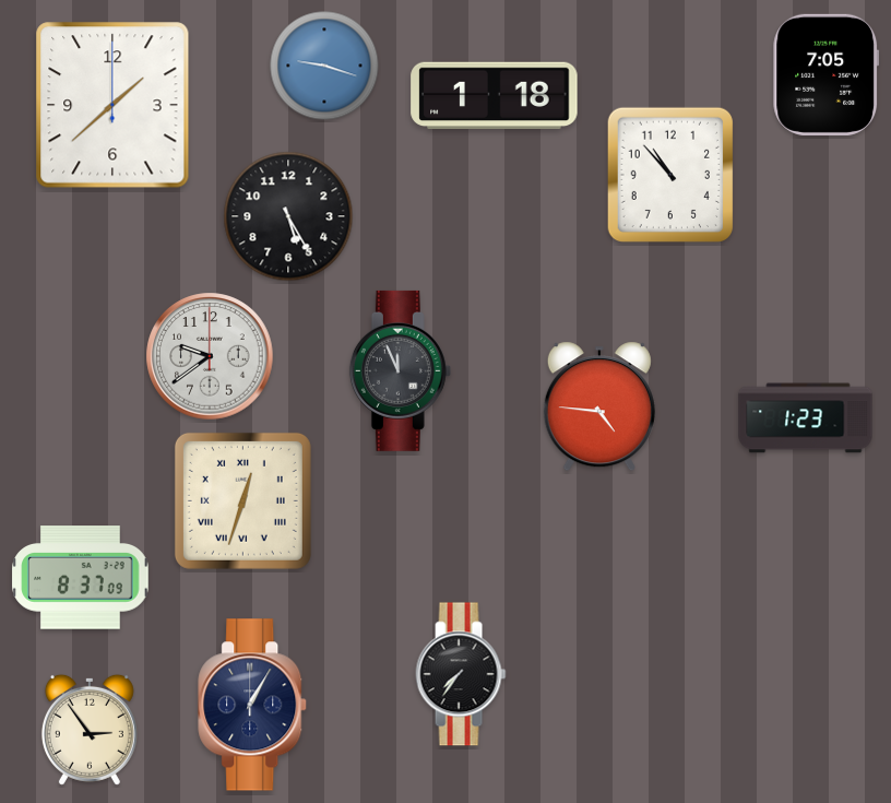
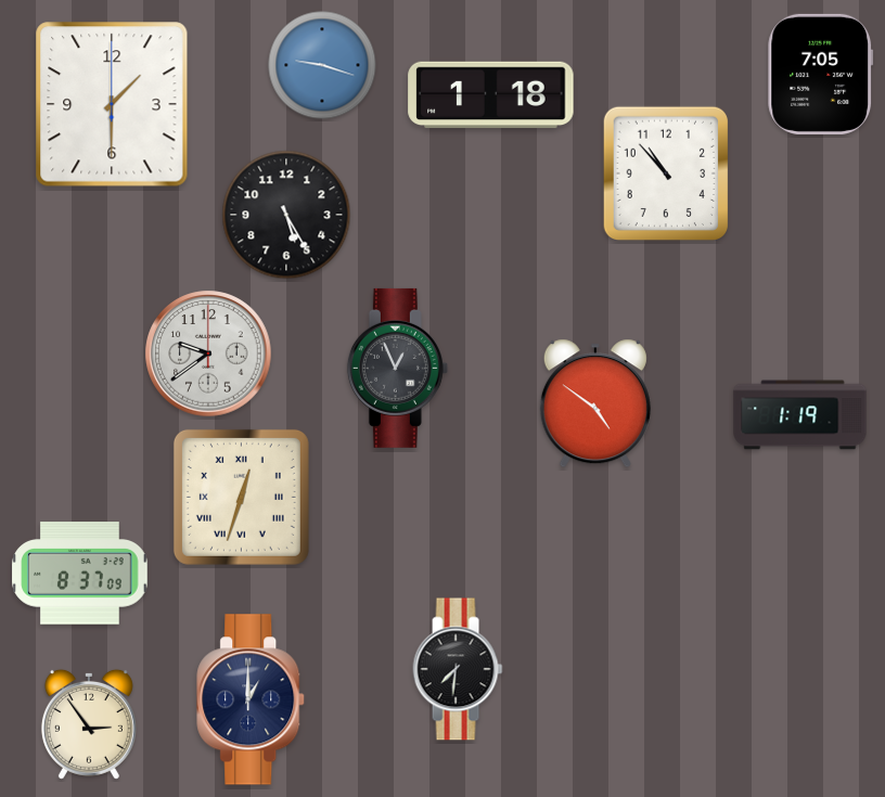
clock at (112, 105): 1:38 -> 1:30
clock at (400, 370): 11:56 -> 12:56
clock at (599, 406): 4:46 -> 4:51
clock at (806, 418): 1:23 -> 1:19
clock at (461, 674): 7:36 -> 7:31
clock at (253, 705): 1:05 -> 1:00
